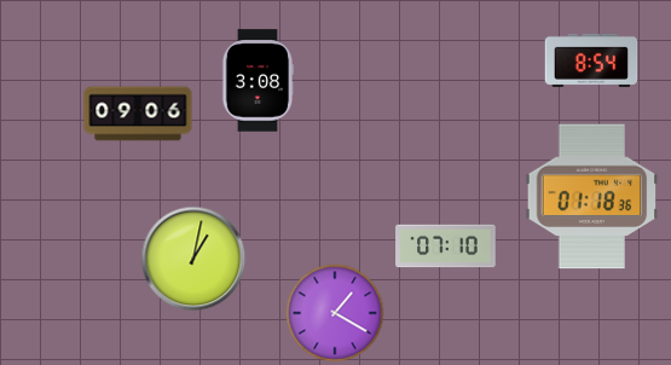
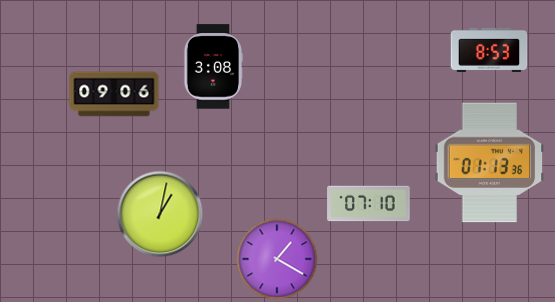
clock at (591, 60): 8:54 -> 8:53
clock at (592, 197): 01:18 -> 01:13
